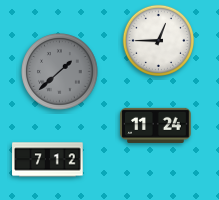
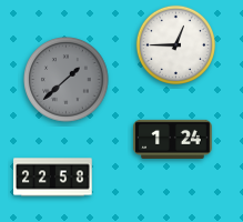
clock at (156, 125): 11:24 -> 1:24
clock at (48, 160): 7:12 -> 22:58
